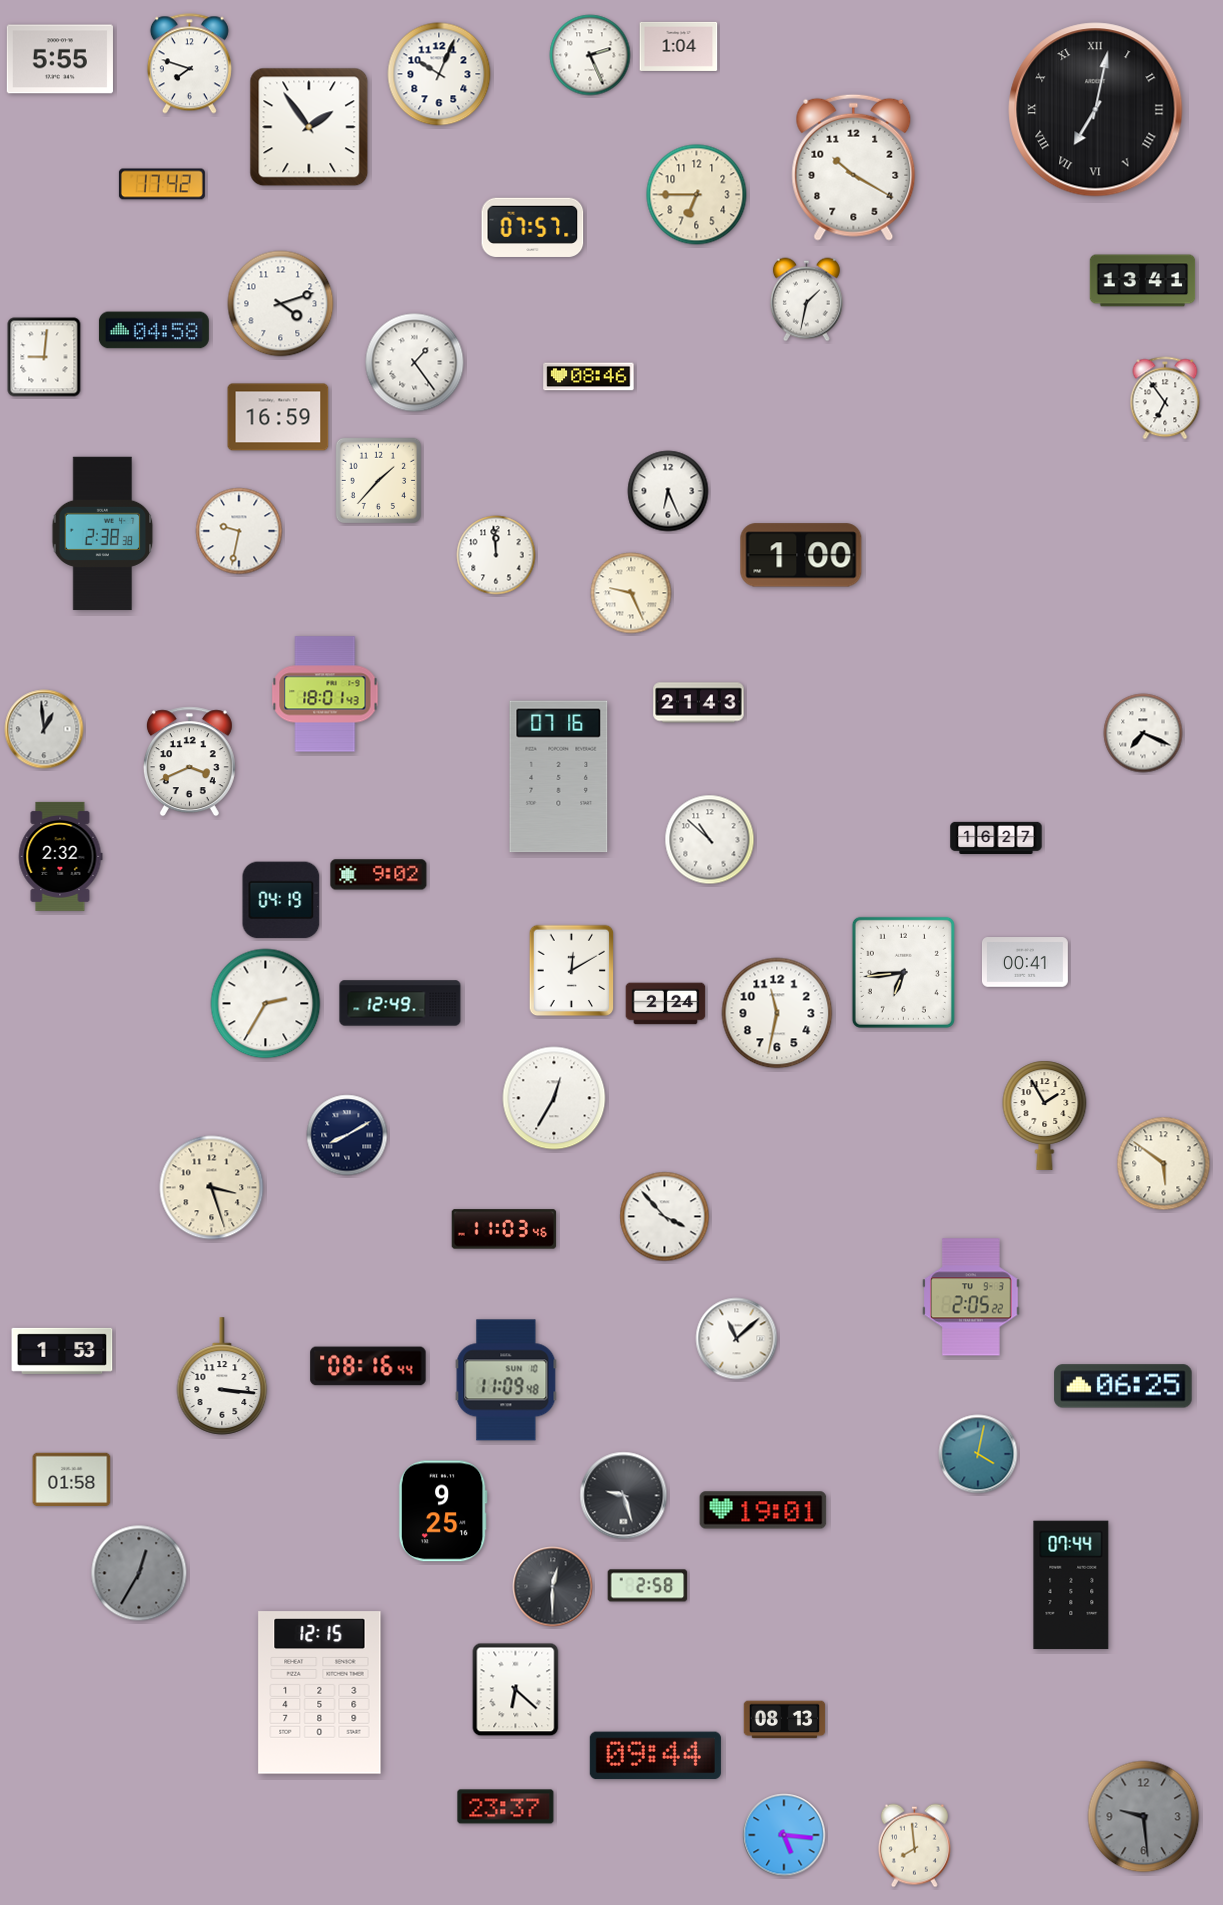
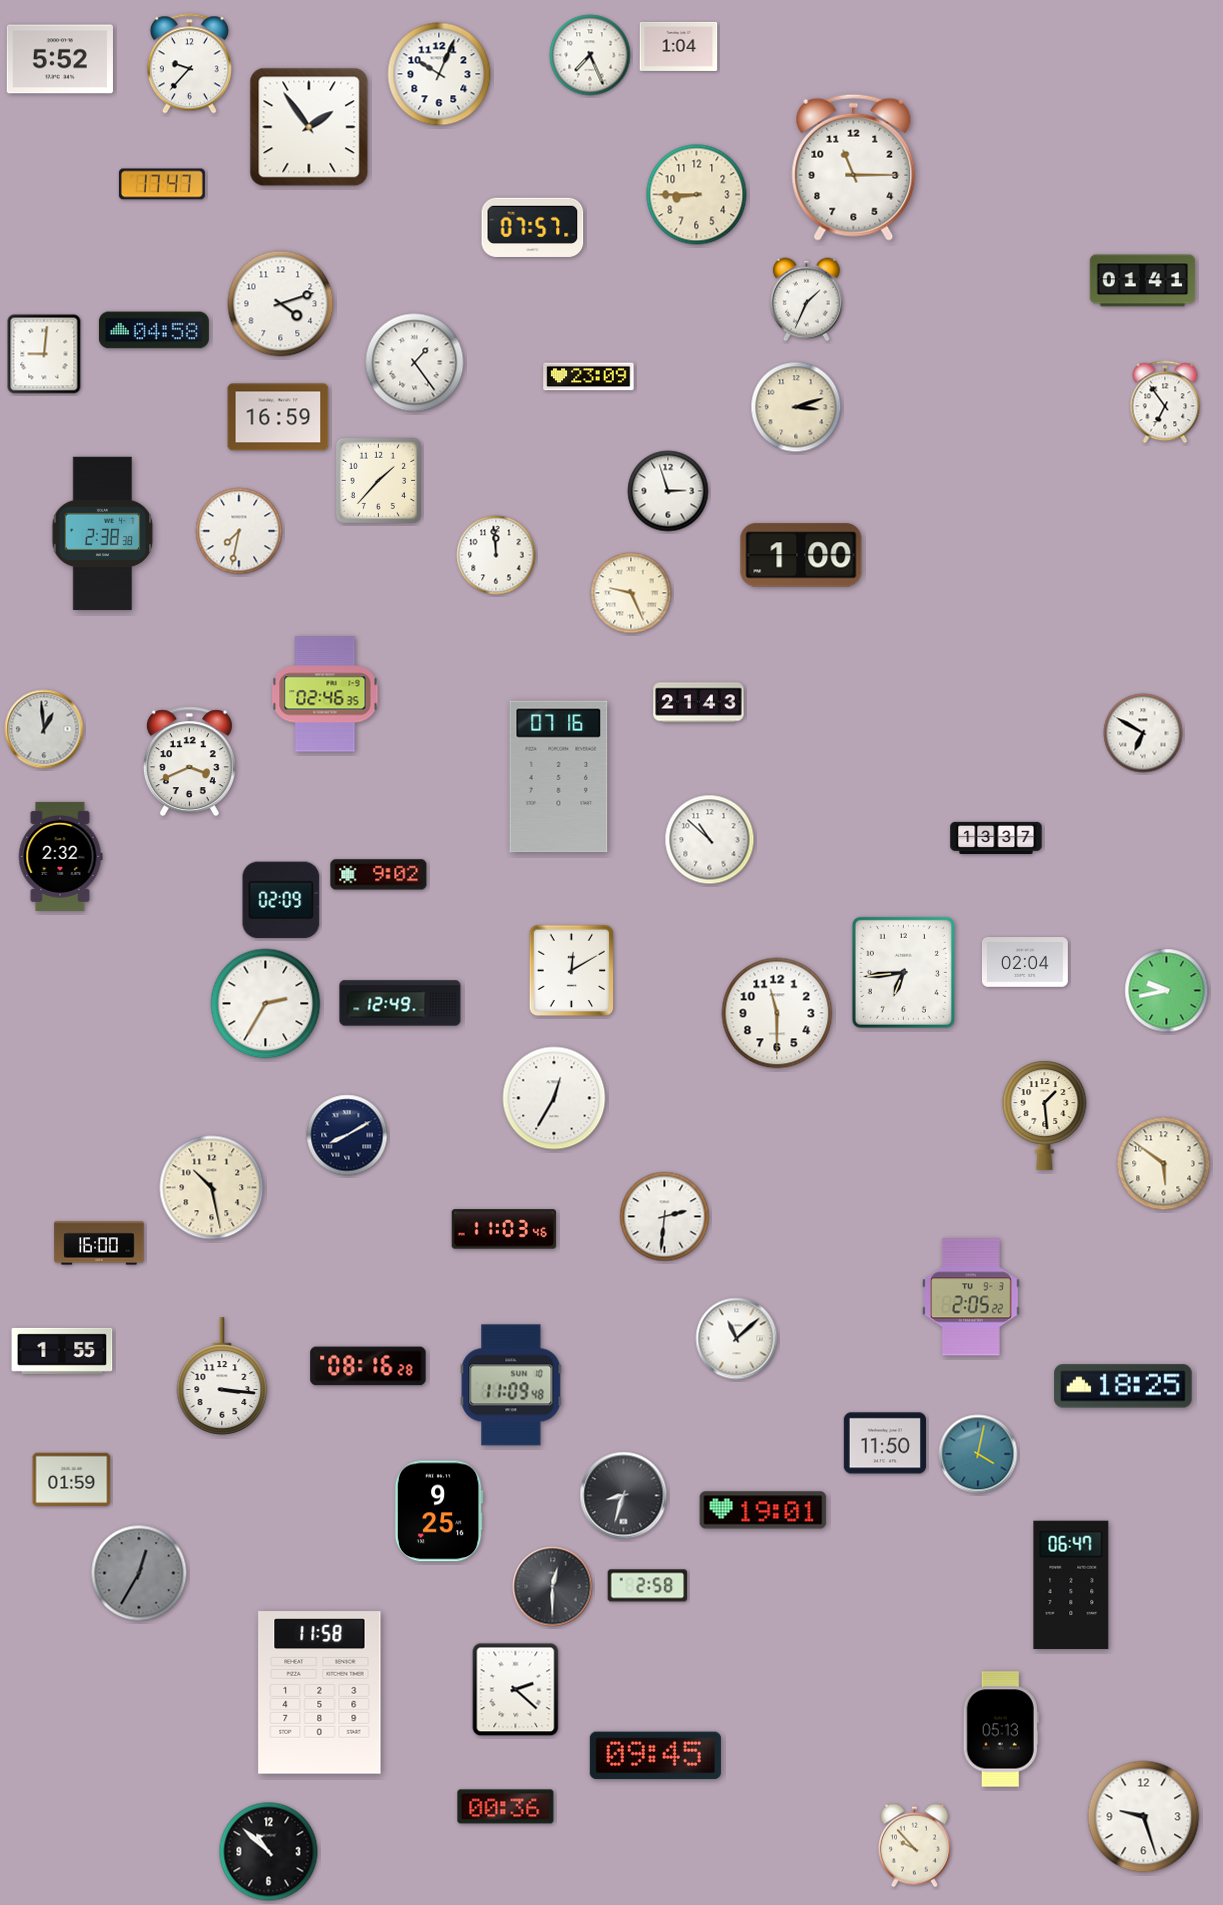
clock at (590, 55): 2:26 -> 7:26
clock at (60, 59): 5:55 -> 5:52
clock at (189, 64): 7:48 -> 9:37
clock at (1096, 110): 7:02 -> none
clock at (854, 167): 10:20 -> 11:15
clock at (162, 184): 17:42 -> 17:47
clock at (697, 195): 6:45 -> 8:45
clock at (1143, 281): 13:41 -> 01:41
clock at (806, 300): 1:32 -> 1:34
clock at (44, 357) position: (44, 357) -> (44, 354)
clock at (589, 377): 08:46 -> 23:09
clock at (1165, 398) position: (1165, 398) -> (1165, 402)
clock at (796, 407): none -> 3:12
clock at (668, 491): 6:26 -> 2:57
clock at (239, 531): 9:32 -> 7:32
clock at (325, 694): 18:01 -> 02:46
clock at (1143, 733): 7:19 -> 6:50
clock at (996, 837): 16:27 -> 13:37
clock at (281, 900): 04:19 -> 02:09
clock at (1025, 962): 00:41 -> 02:04
clock at (1167, 991): none -> 9:43
clock at (666, 1004): 2:24 -> none
clock at (777, 1013): 11:32 -> 11:30
clock at (1045, 1115): 1:55 -> 1:29
clock at (212, 1188): 3:27 -> 10:28
clock at (665, 1217): 3:53 -> 2:31
clock at (99, 1243): none -> 16:00
clock at (62, 1351): 1:53 -> 1:55
clock at (368, 1366): 08:16:44 -> 08:16:28
clock at (506, 1380) position: (506, 1380) -> (511, 1385)
clock at (1123, 1386): 06:25 -> 18:25
clock at (884, 1443): none -> 11:50
clock at (72, 1480): 01:58 -> 01:59
clock at (624, 1496): 9:27 -> 8:33
clock at (443, 1511) position: (443, 1511) -> (439, 1511)
clock at (1071, 1585): 07:44 -> 06:47
clock at (516, 1690): 6:22 -> 2:22
clock at (320, 1693): 12:15 -> 11:58
clock at (785, 1720): 08:13 -> none
clock at (1001, 1729): none -> 05:13
clock at (655, 1756): 09:44 -> 09:45
clock at (506, 1807): 23:37 -> 00:36
clock at (1144, 1817): 9:29 -> 9:27
clock at (1144, 1817) dial: grey -> white
clock at (784, 1835): 5:16 -> none
clock at (914, 1846): 7:59 -> 9:53
clock at (269, 1852): none -> 10:52
